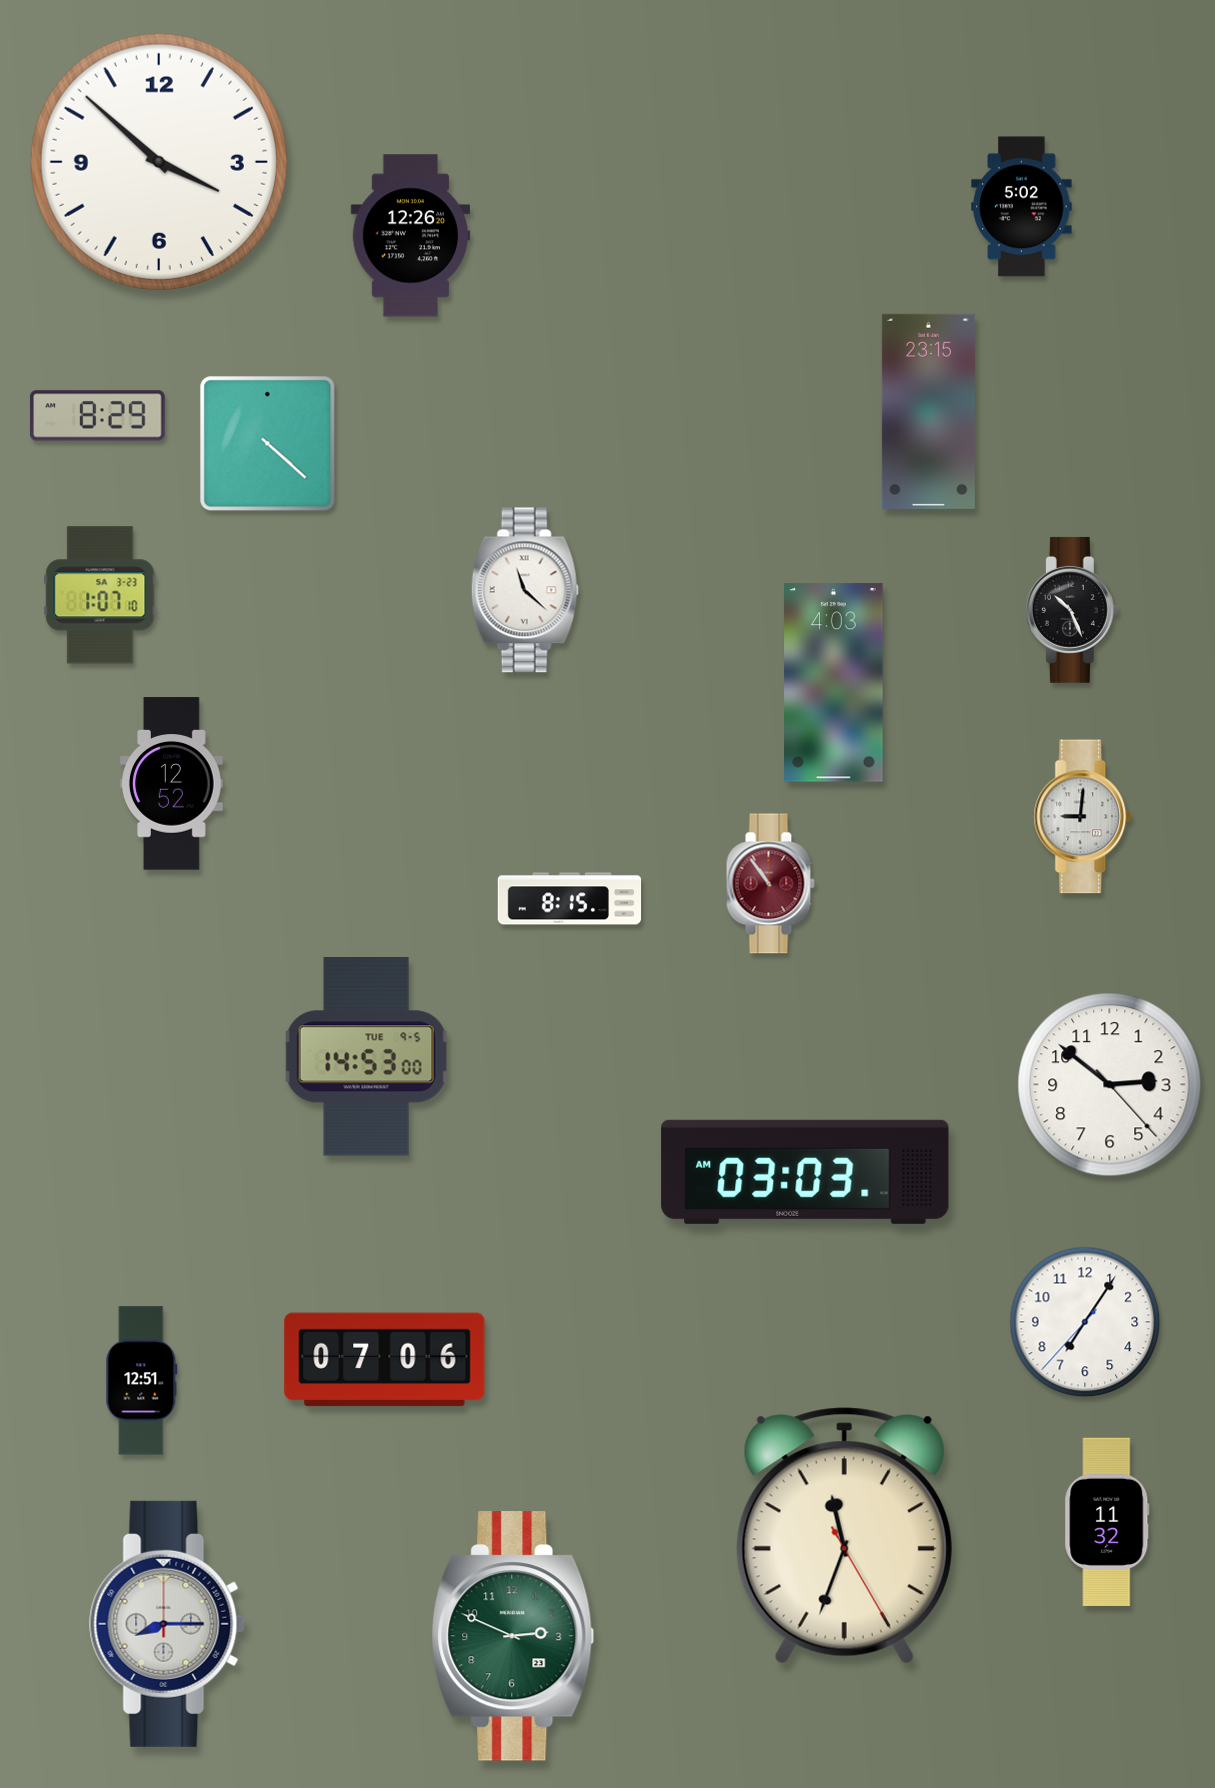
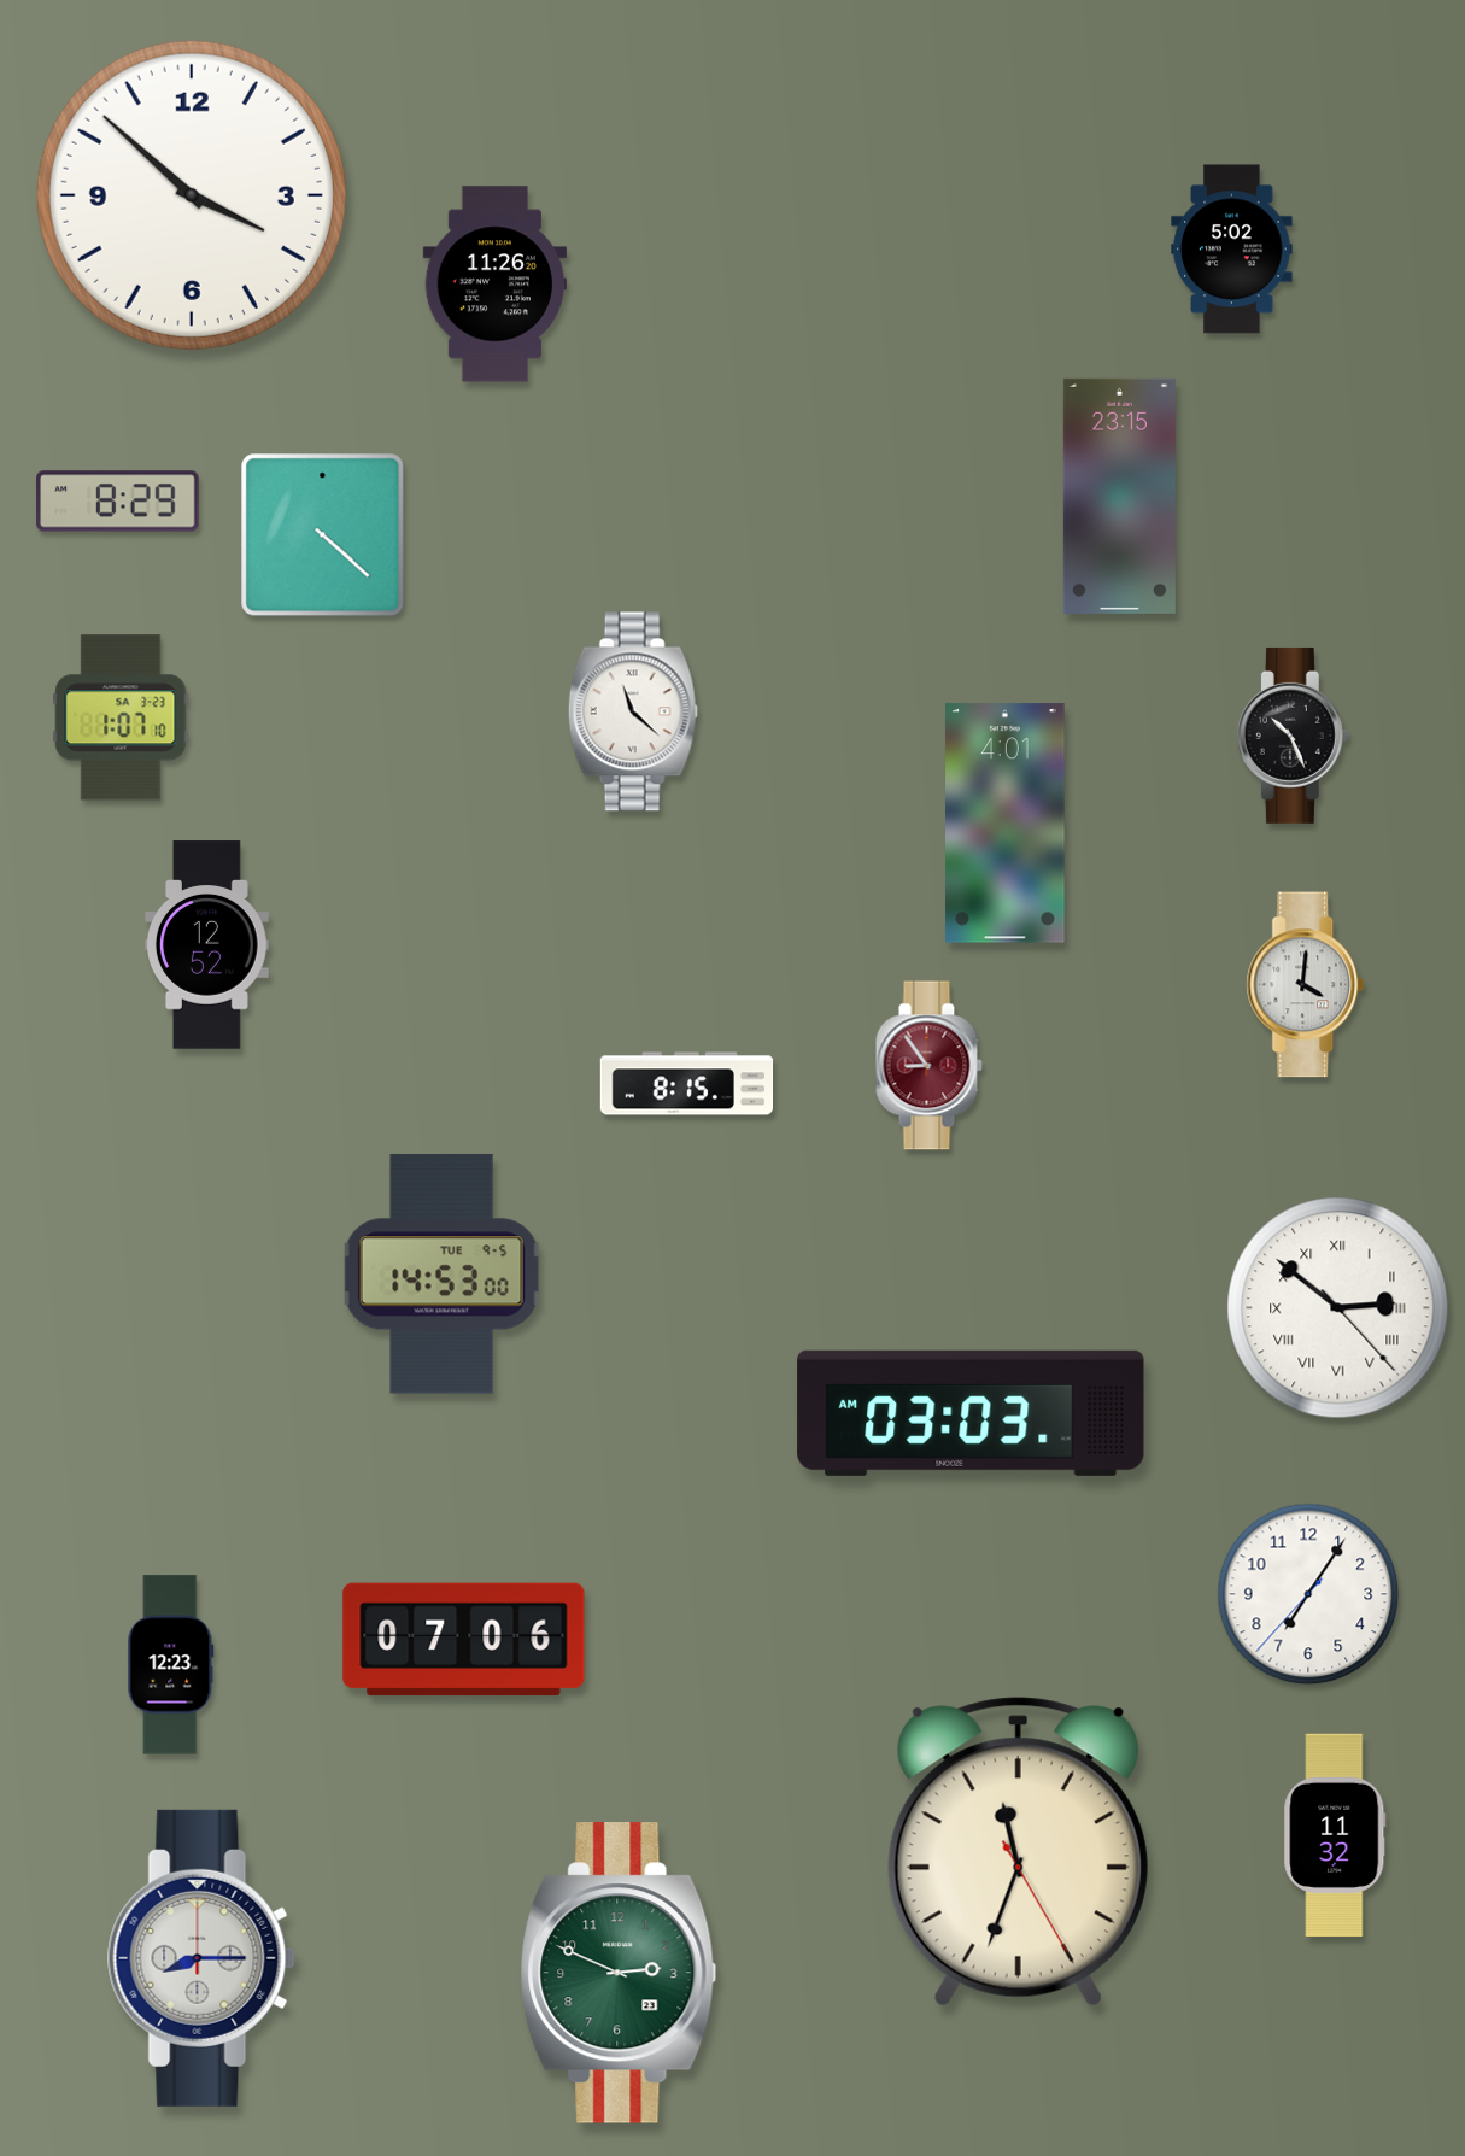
clock at (410, 236): 12:26 -> 11:26
clock at (834, 683): 4:03 -> 4:01
clock at (1083, 817): 9:01 -> 4:01
clock at (770, 884): 10:54 -> 8:54
clock at (1110, 1085) numerals: Arabic -> Roman
clock at (142, 1381): 12:51 -> 12:23
